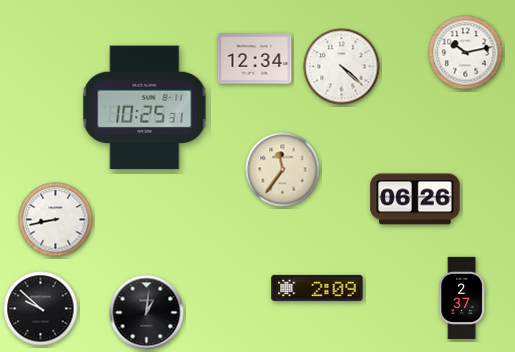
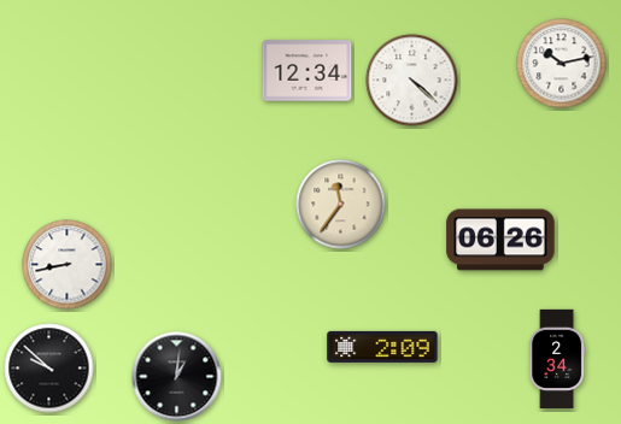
clock at (145, 108): 10:25 -> none
clock at (462, 298): 2:37 -> 2:34
clock at (41, 309) position: (41, 309) -> (49, 369)
